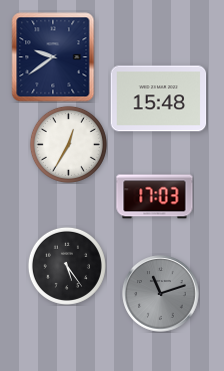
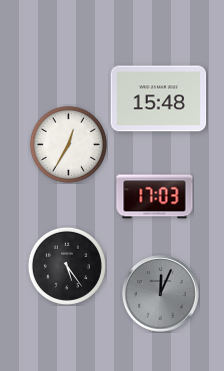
clock at (53, 57): 9:39 -> none
clock at (161, 294): 11:12 -> 12:04
